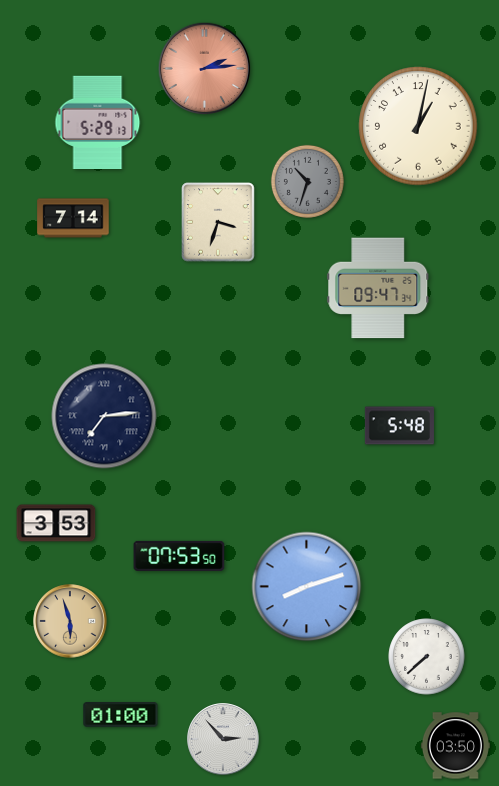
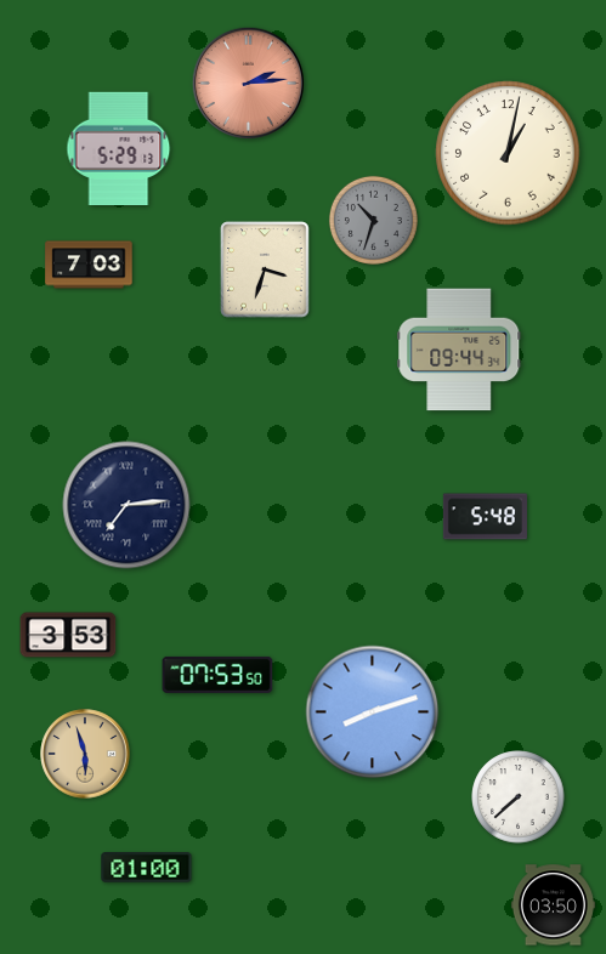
clock at (73, 218): 7:14 -> 7:03
clock at (378, 288): 09:47 -> 09:44
clock at (223, 739): 2:53 -> none
